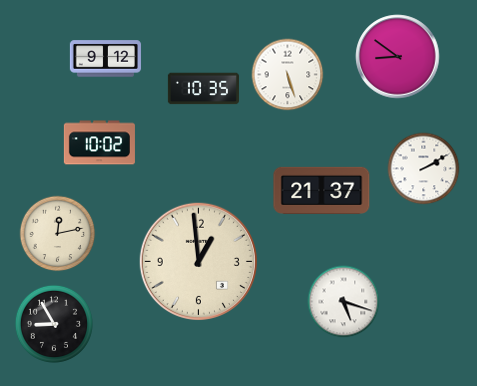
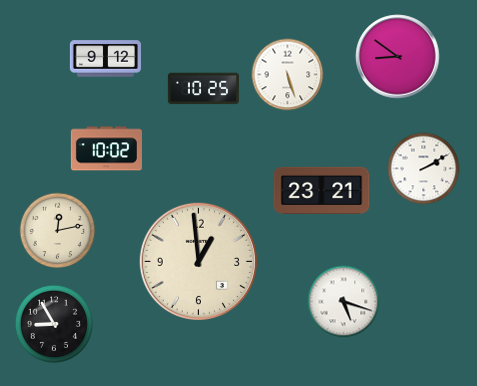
clock at (203, 89): 10:35 -> 10:25
clock at (99, 143) position: (99, 143) -> (106, 149)
clock at (322, 190): 21:37 -> 23:21
clock at (58, 234) position: (58, 234) -> (58, 231)
